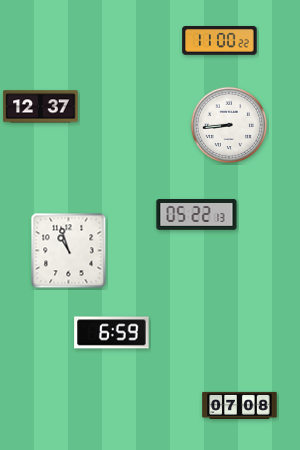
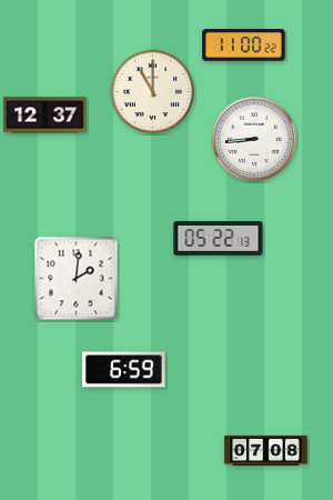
clock at (153, 92): none -> 11:00
clock at (41, 107) position: (41, 107) -> (46, 116)
clock at (69, 251): 10:57 -> 2:01
